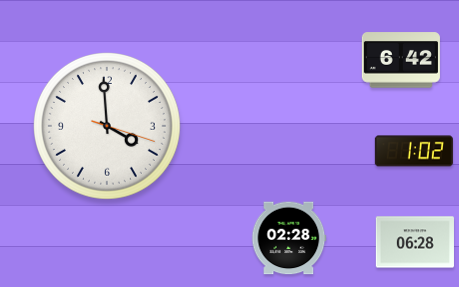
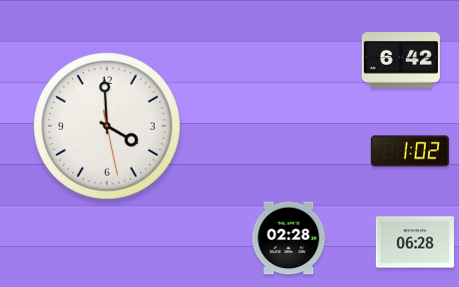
clock at (108, 127): 3:59:18 -> 3:59:28
clock at (414, 151) position: (414, 151) -> (410, 151)
